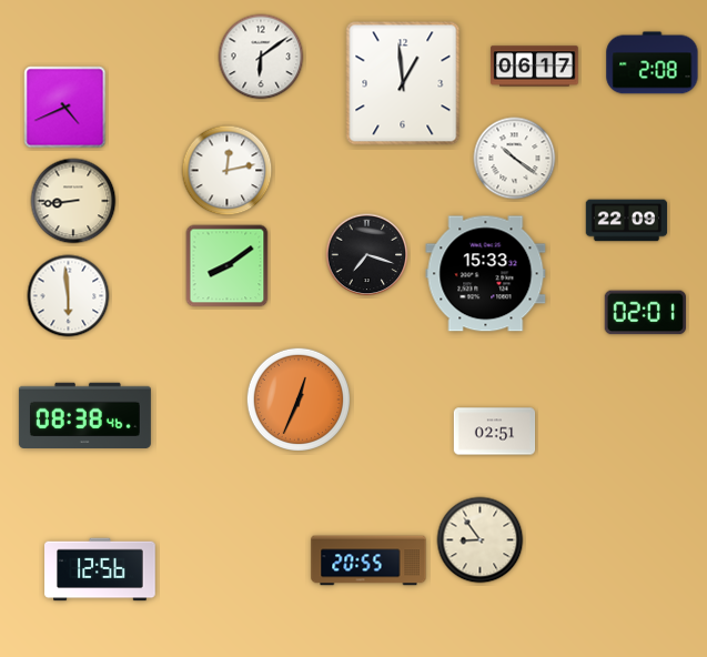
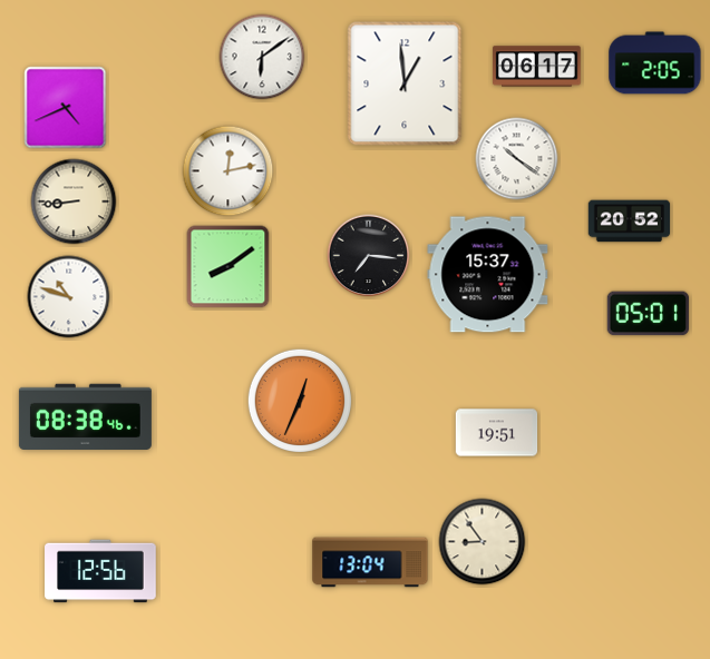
clock at (653, 63): 2:08 -> 2:05
clock at (627, 221): 22:09 -> 20:52
clock at (367, 255): 7:18 -> 7:16
clock at (486, 274): 15:33 -> 15:37
clock at (69, 296): 5:59 -> 10:48
clock at (645, 313): 02:01 -> 05:01
clock at (495, 432): 02:51 -> 19:51
clock at (368, 560): 20:55 -> 13:04
